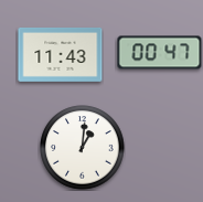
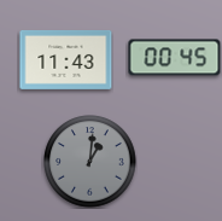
clock at (160, 53): 00:47 -> 00:45
clock at (83, 148) dial: white -> grey
